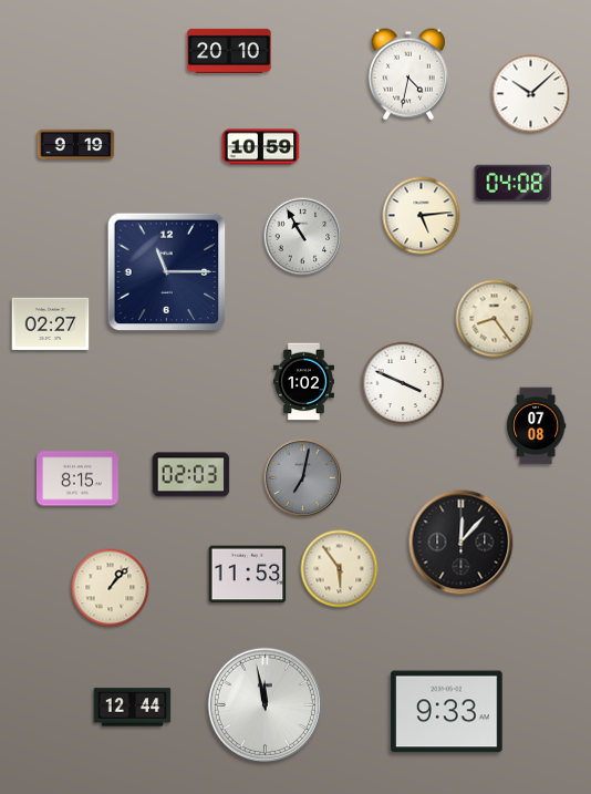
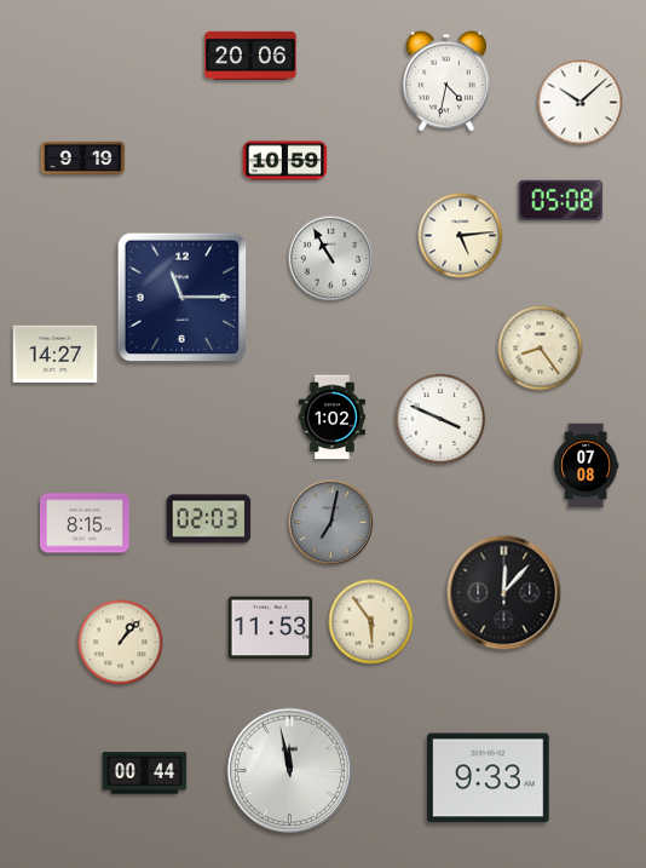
clock at (229, 51): 20:10 -> 20:06
clock at (514, 183): 04:08 -> 05:08
clock at (51, 324): 02:27 -> 14:27
clock at (133, 708): 12:44 -> 00:44
